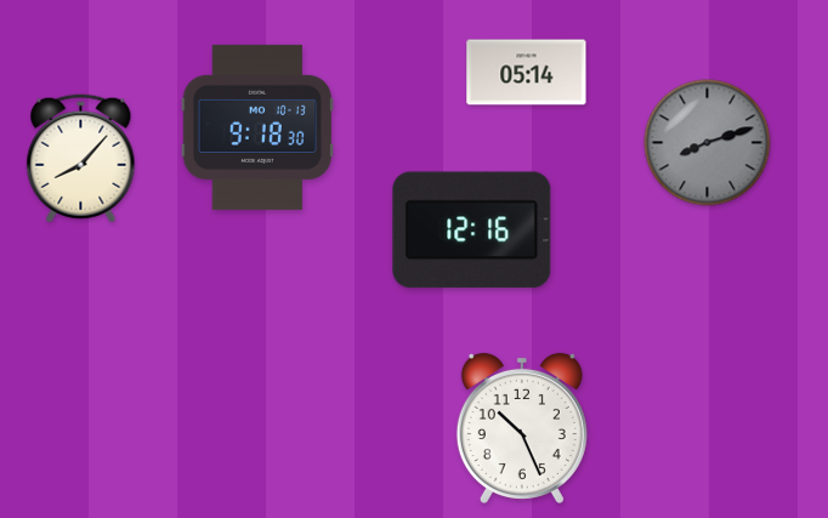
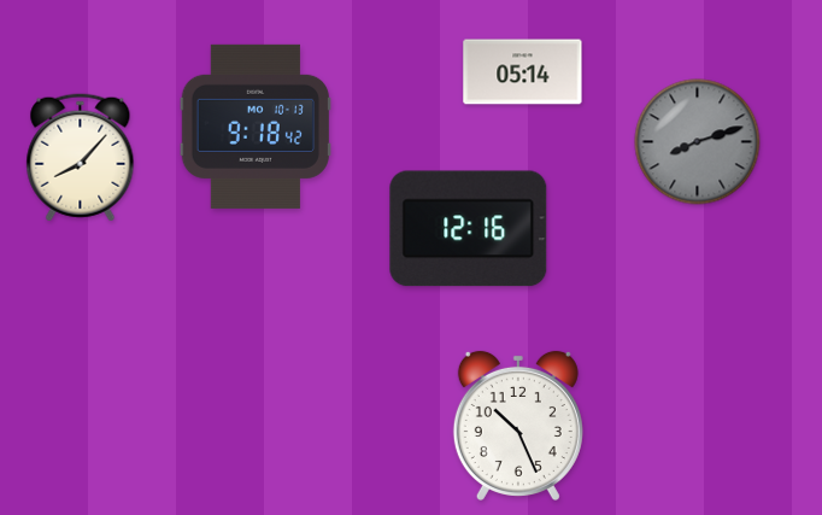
clock at (257, 127): 9:18:30 -> 9:18:42
clock at (708, 143) position: (708, 143) -> (698, 142)
